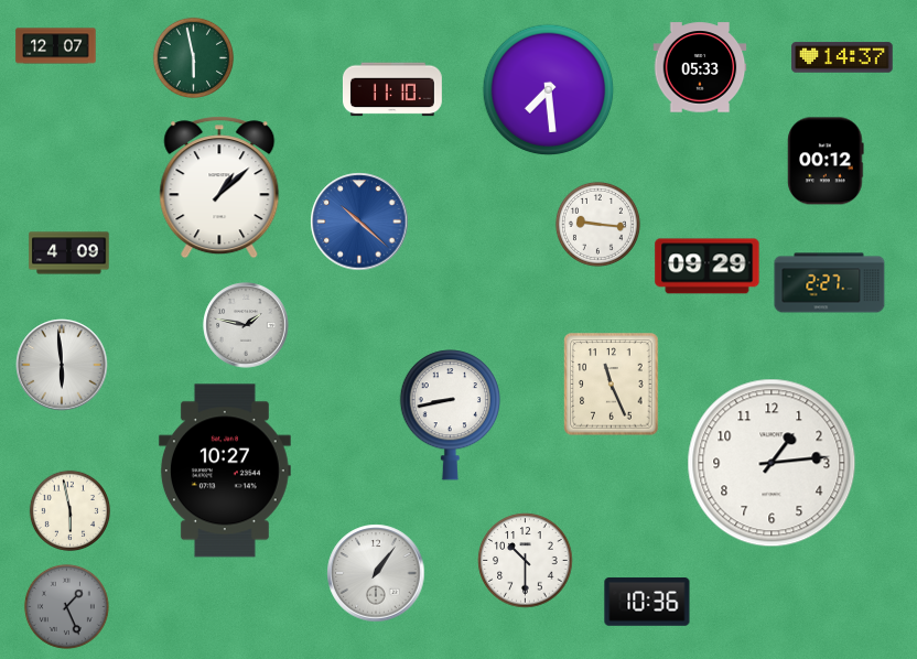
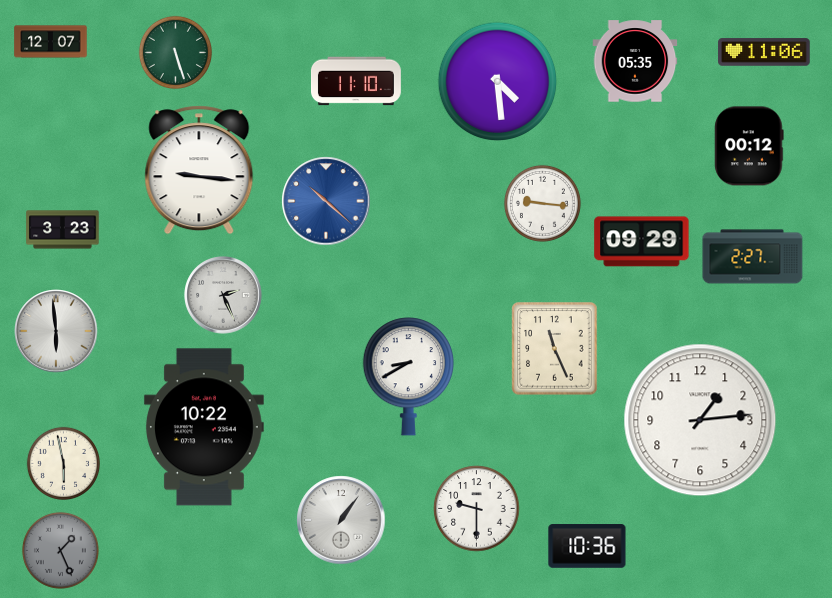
clock at (193, 57): 5:58 -> 5:27
clock at (842, 57): 14:37 -> 11:06
clock at (700, 67): 05:33 -> 05:35
clock at (549, 90): 7:29 -> 4:29
clock at (219, 187): 1:08 -> 9:16
clock at (69, 253): 4:09 -> 3:23
clock at (246, 325): 1:47 -> 2:26
clock at (450, 415): 8:43 -> 8:40
clock at (225, 471): 10:27 -> 10:22
clock at (526, 561): 10:30 -> 9:30
